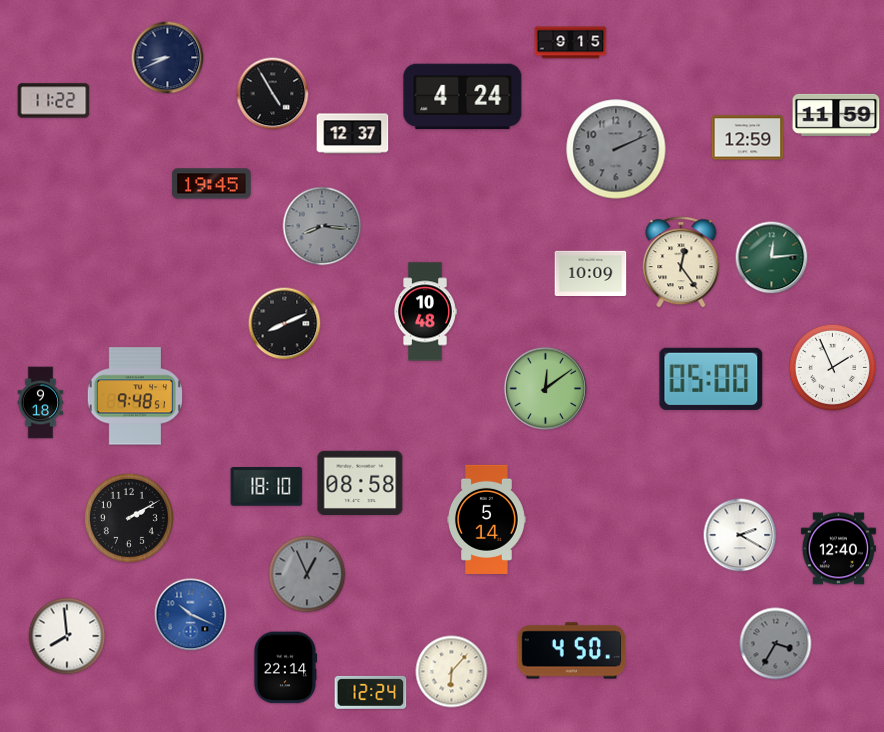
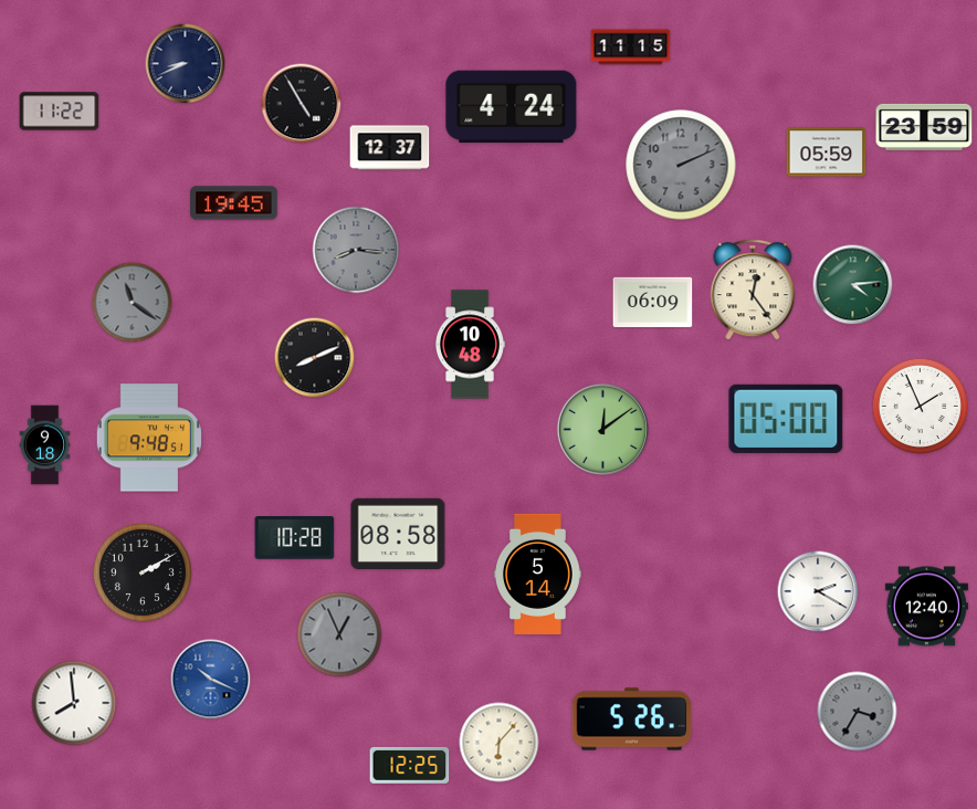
clock at (571, 43): 9:15 -> 11:15
clock at (836, 115): 11:59 -> 23:59
clock at (748, 138): 12:59 -> 05:59
clock at (772, 258): 12:14 -> 4:14
clock at (591, 273): 10:09 -> 06:09
clock at (133, 303): none -> 11:21
clock at (267, 487): 18:10 -> 10:28
clock at (572, 651): 4:50 -> 5:26
clock at (285, 668): 22:14 -> none
clock at (371, 692): 12:24 -> 12:25
